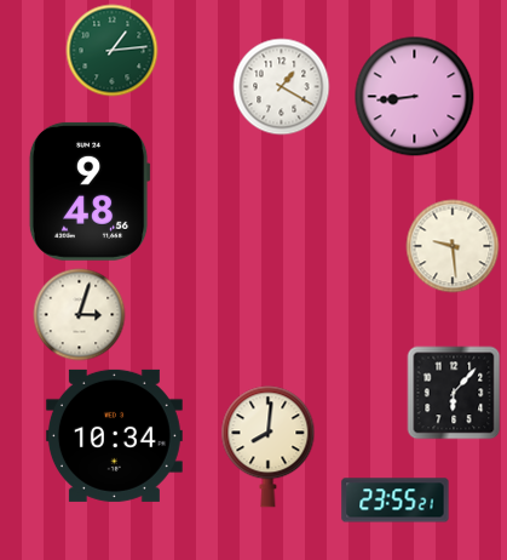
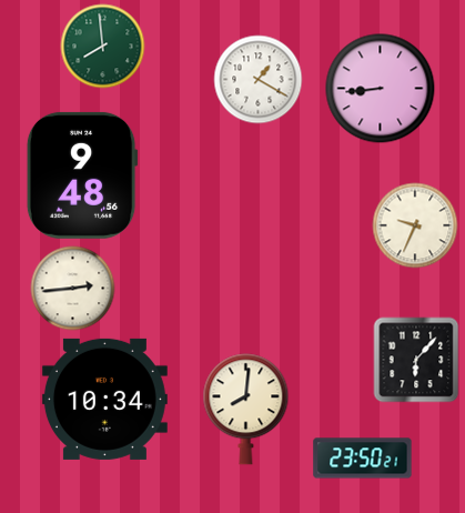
clock at (113, 51): 1:14 -> 7:59
clock at (453, 246): 9:29 -> 9:34
clock at (80, 315): 3:03 -> 2:44
clock at (396, 501): 23:55 -> 23:50
